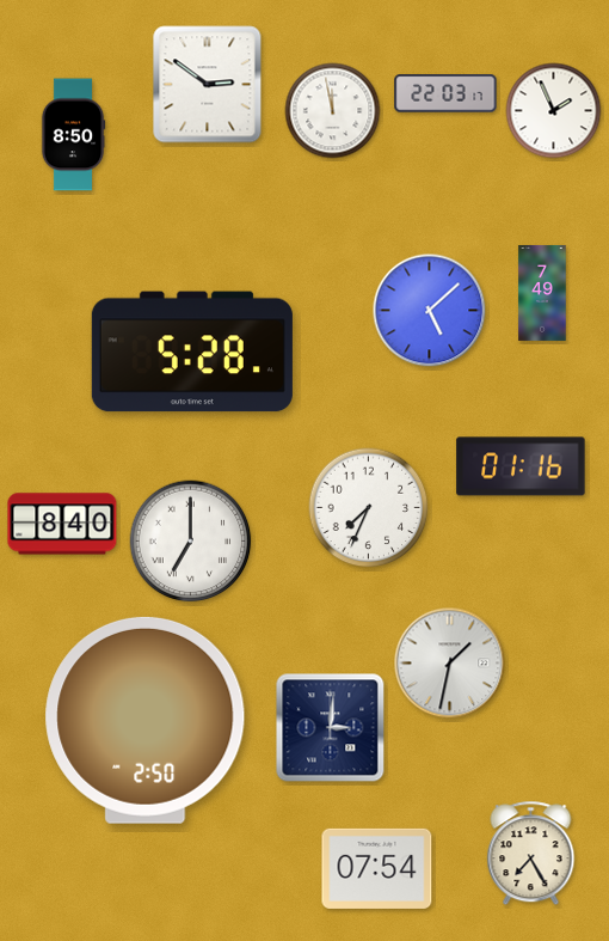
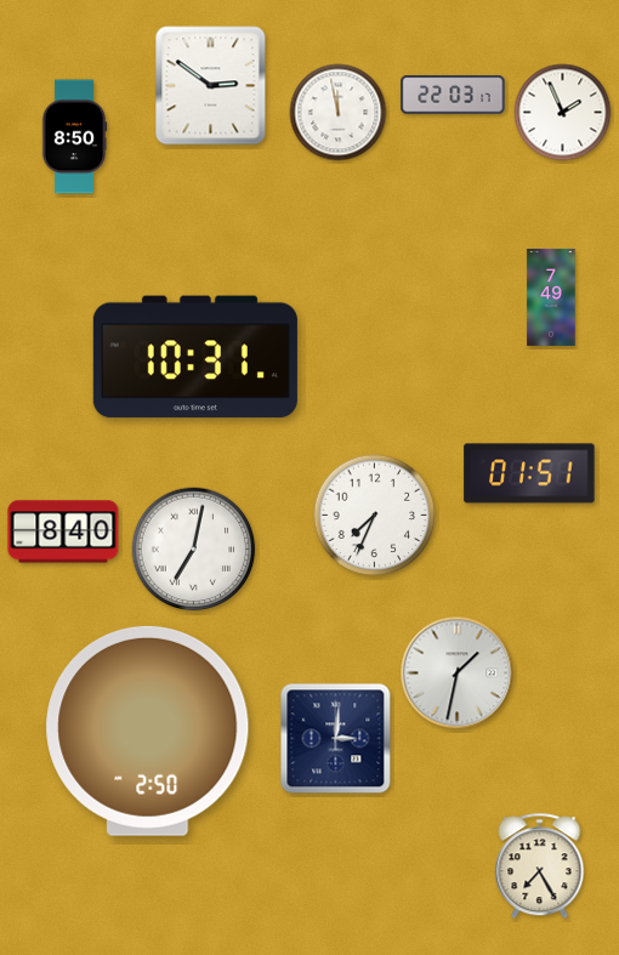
clock at (430, 311): 5:08 -> none
clock at (192, 352): 5:28 -> 10:31
clock at (521, 466): 01:16 -> 01:51
clock at (191, 542): 7:00 -> 7:02
clock at (377, 868): 07:54 -> none
